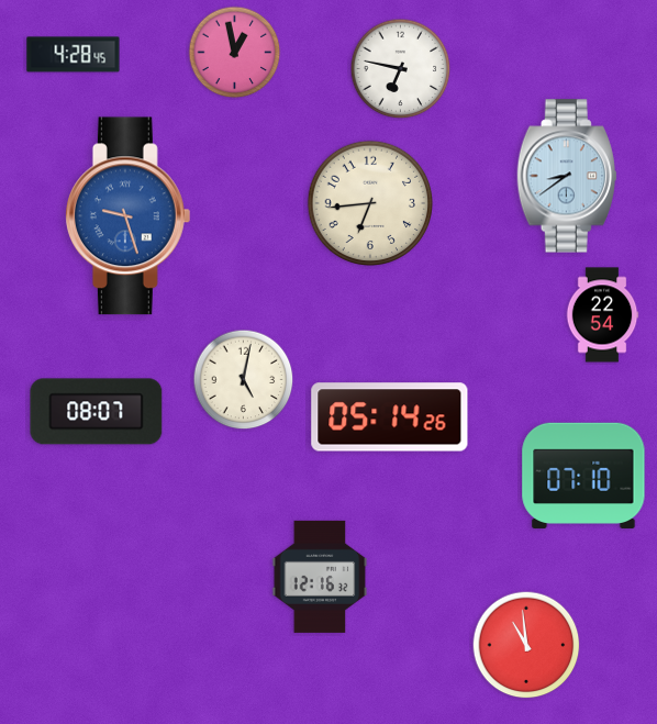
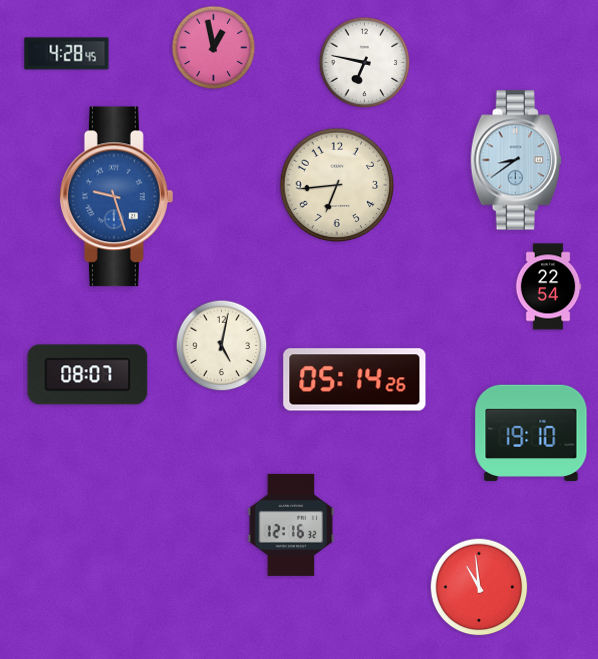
clock at (74, 55) position: (74, 55) -> (67, 54)
clock at (583, 476): 07:10 -> 19:10
